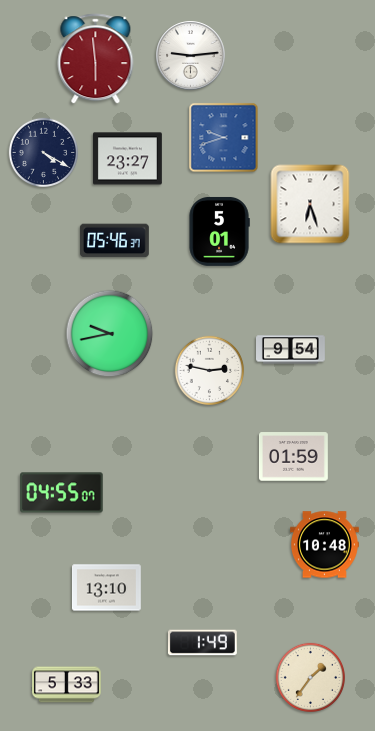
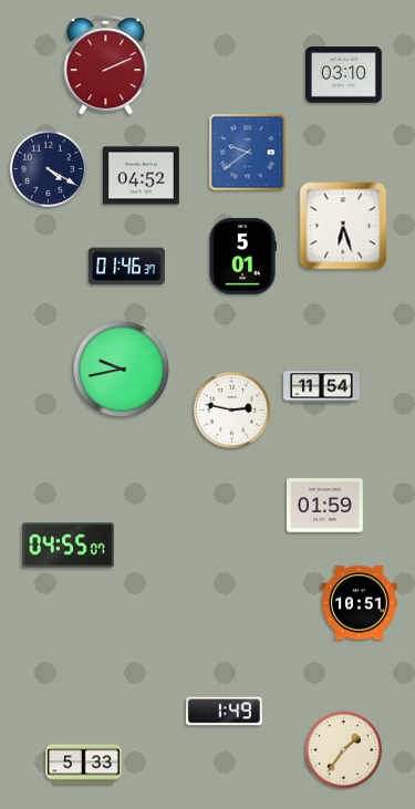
clock at (191, 56): 9:14 -> none
clock at (96, 59): 5:59 -> 2:11
clock at (344, 75): none -> 03:10
clock at (224, 138): 9:42 -> 9:39
clock at (127, 159): 23:27 -> 04:52
clock at (114, 241): 05:46 -> 01:46
clock at (291, 350): 9:54 -> 11:54
clock at (325, 545): 10:48 -> 10:51
clock at (106, 588): 13:10 -> none
clock at (67, 685) position: (67, 685) -> (84, 765)
